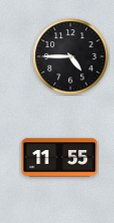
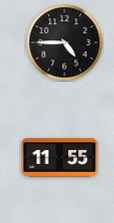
clock at (71, 57) position: (71, 57) -> (65, 43)
